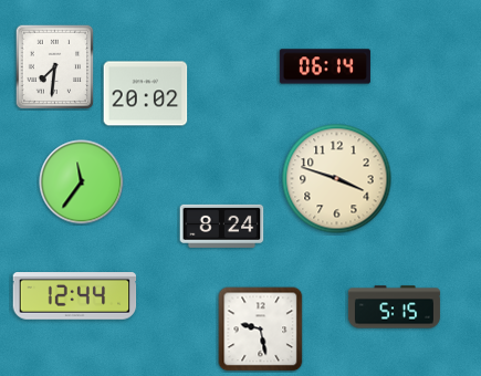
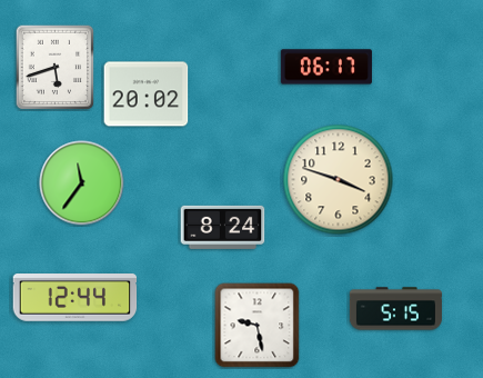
clock at (55, 66): 7:31 -> 5:42
clock at (325, 66): 06:14 -> 06:17
clock at (261, 330) position: (261, 330) -> (258, 326)
